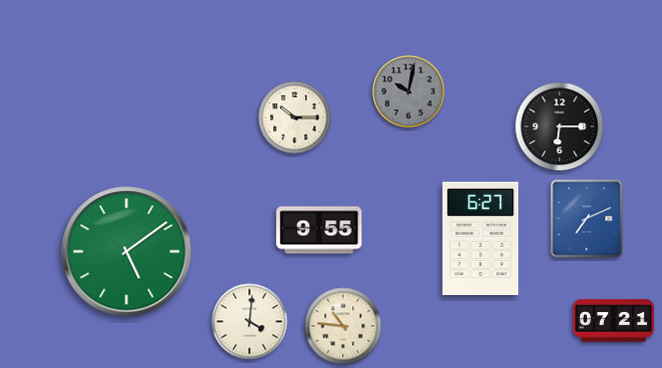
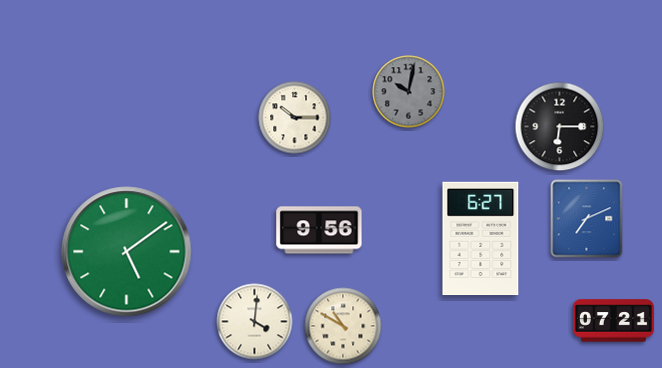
clock at (319, 230): 9:55 -> 9:56
clock at (250, 322) position: (250, 322) -> (255, 322)
clock at (343, 326): 10:46 -> 10:50
